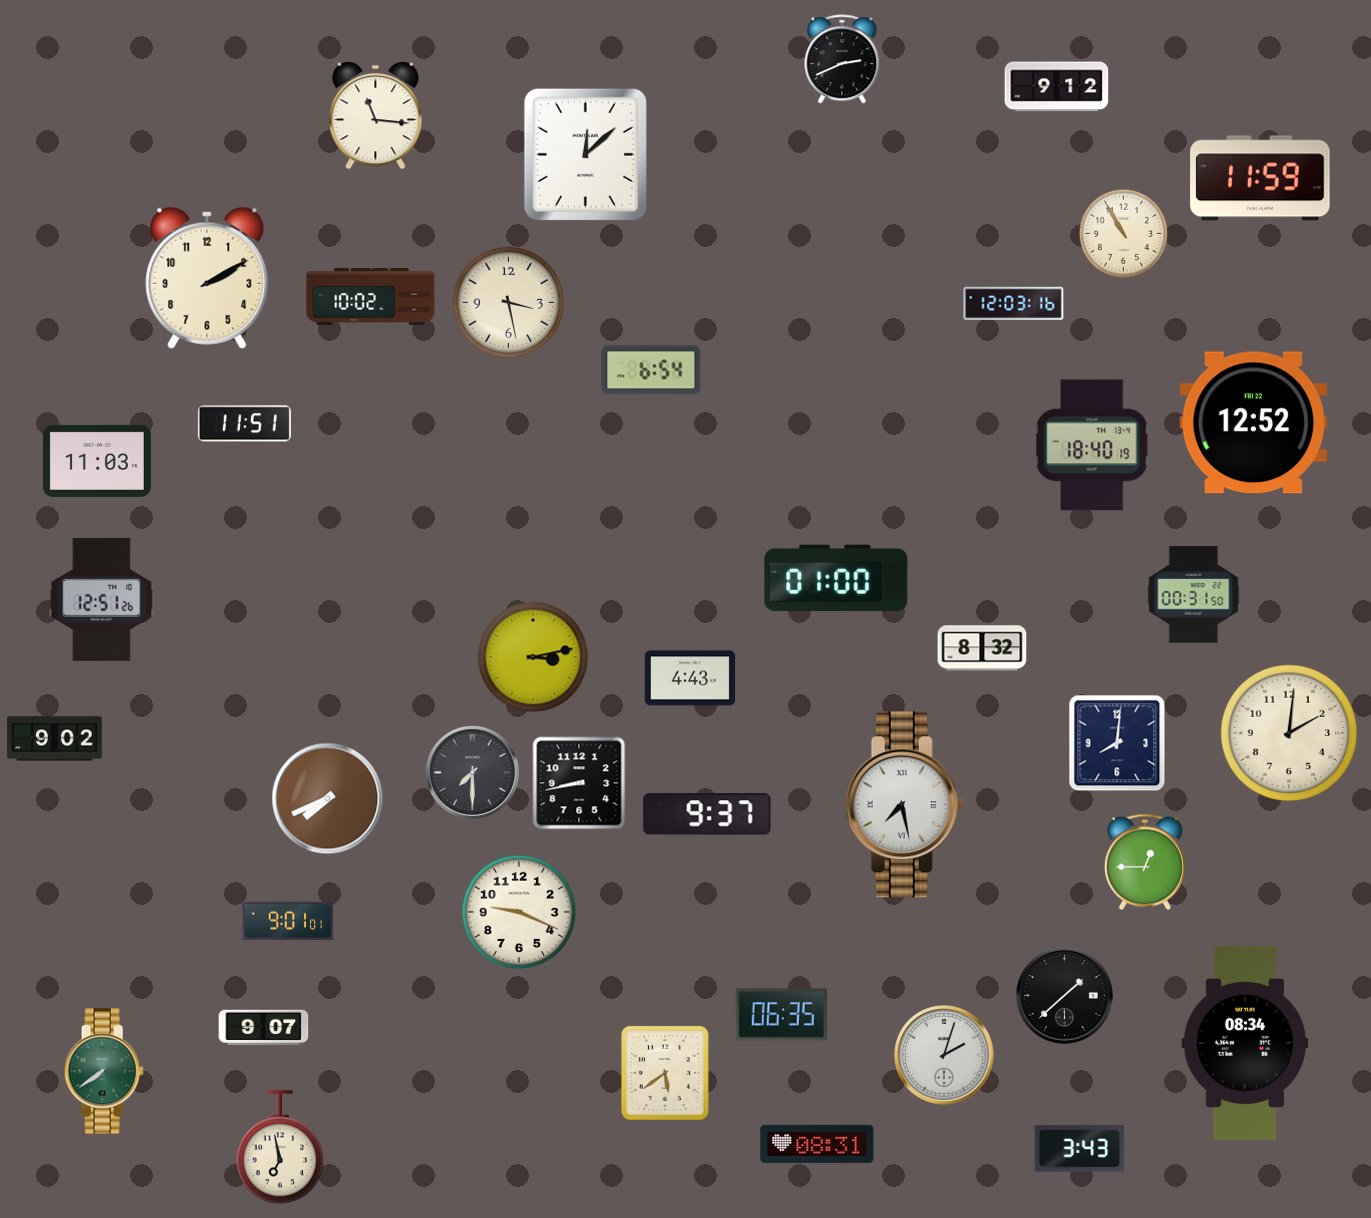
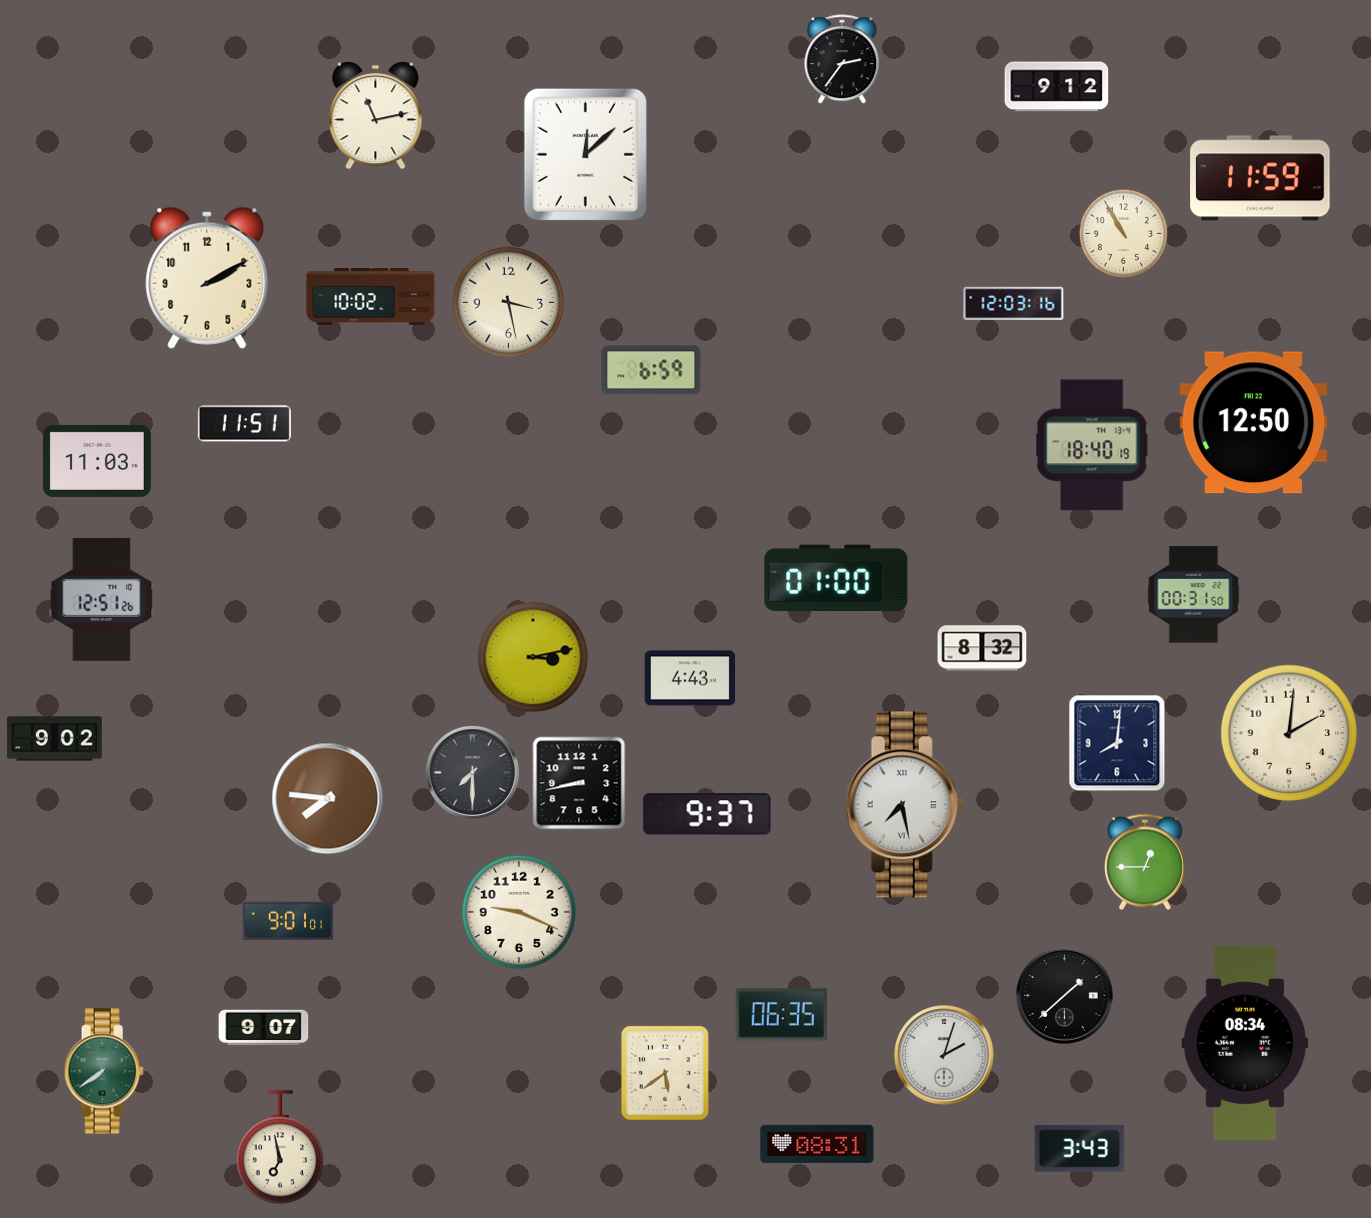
clock at (842, 60): 2:41 -> 2:36
clock at (376, 116): 11:16 -> 11:13
clock at (651, 370): 6:54 -> 6:59
clock at (1254, 423): 12:52 -> 12:50
clock at (328, 799): 7:41 -> 7:46
